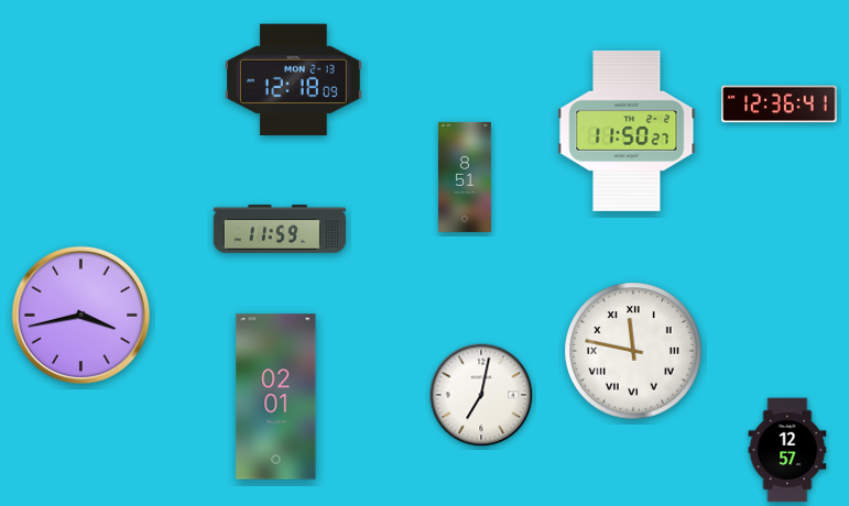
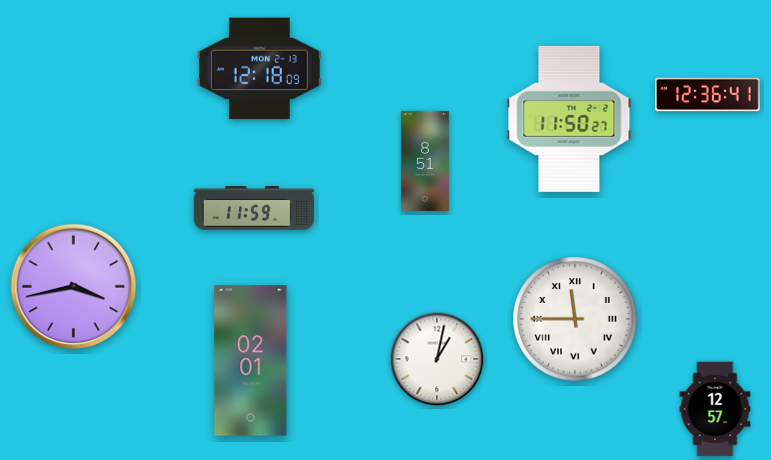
clock at (294, 80) position: (294, 80) -> (260, 69)
clock at (466, 177) position: (466, 177) -> (426, 161)
clock at (633, 351): 11:47 -> 11:45
clock at (481, 395): 7:02 -> 1:02
